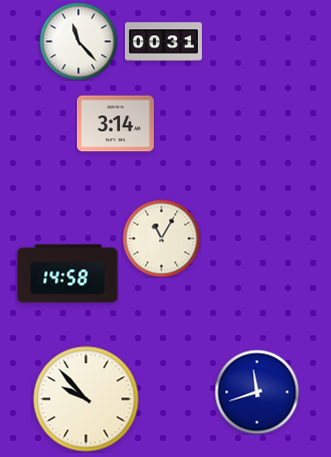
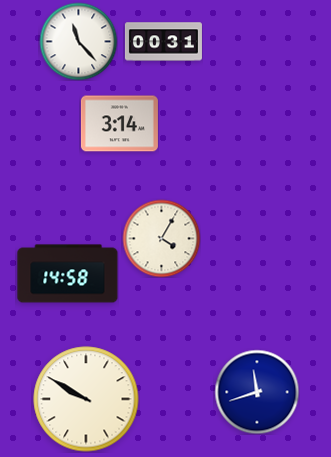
clock at (115, 124) position: (115, 124) -> (119, 124)
clock at (161, 238): 11:05 -> 4:05
clock at (86, 399): 9:53 -> 9:50
